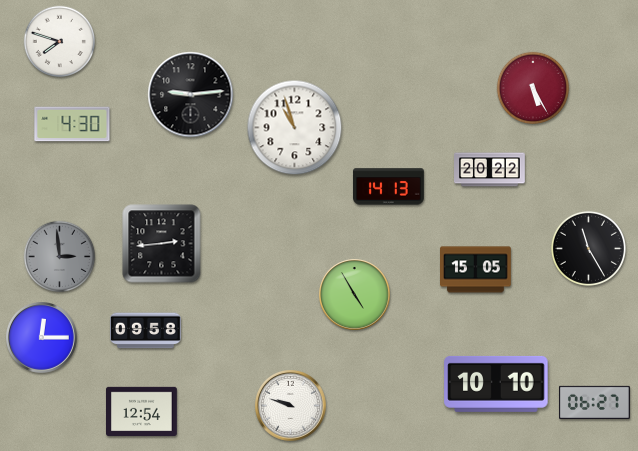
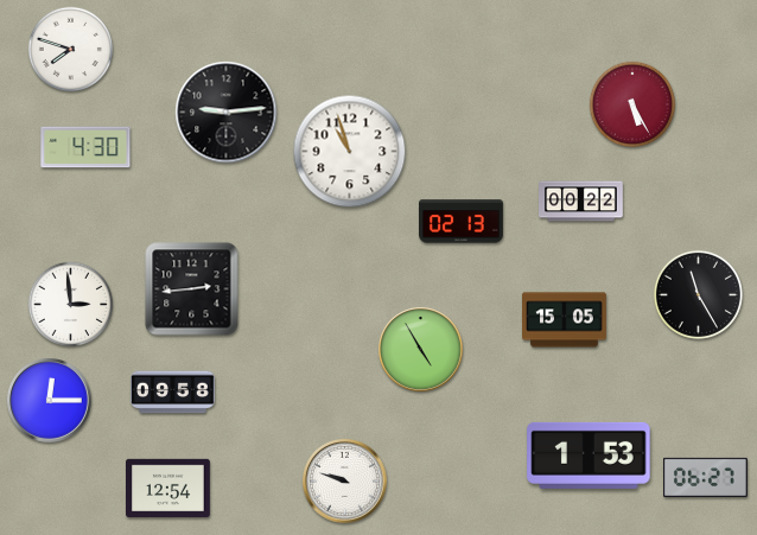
clock at (490, 170): 20:22 -> 00:22
clock at (389, 187): 14:13 -> 02:13
clock at (60, 257) dial: grey -> white
clock at (496, 384): 10:10 -> 1:53
